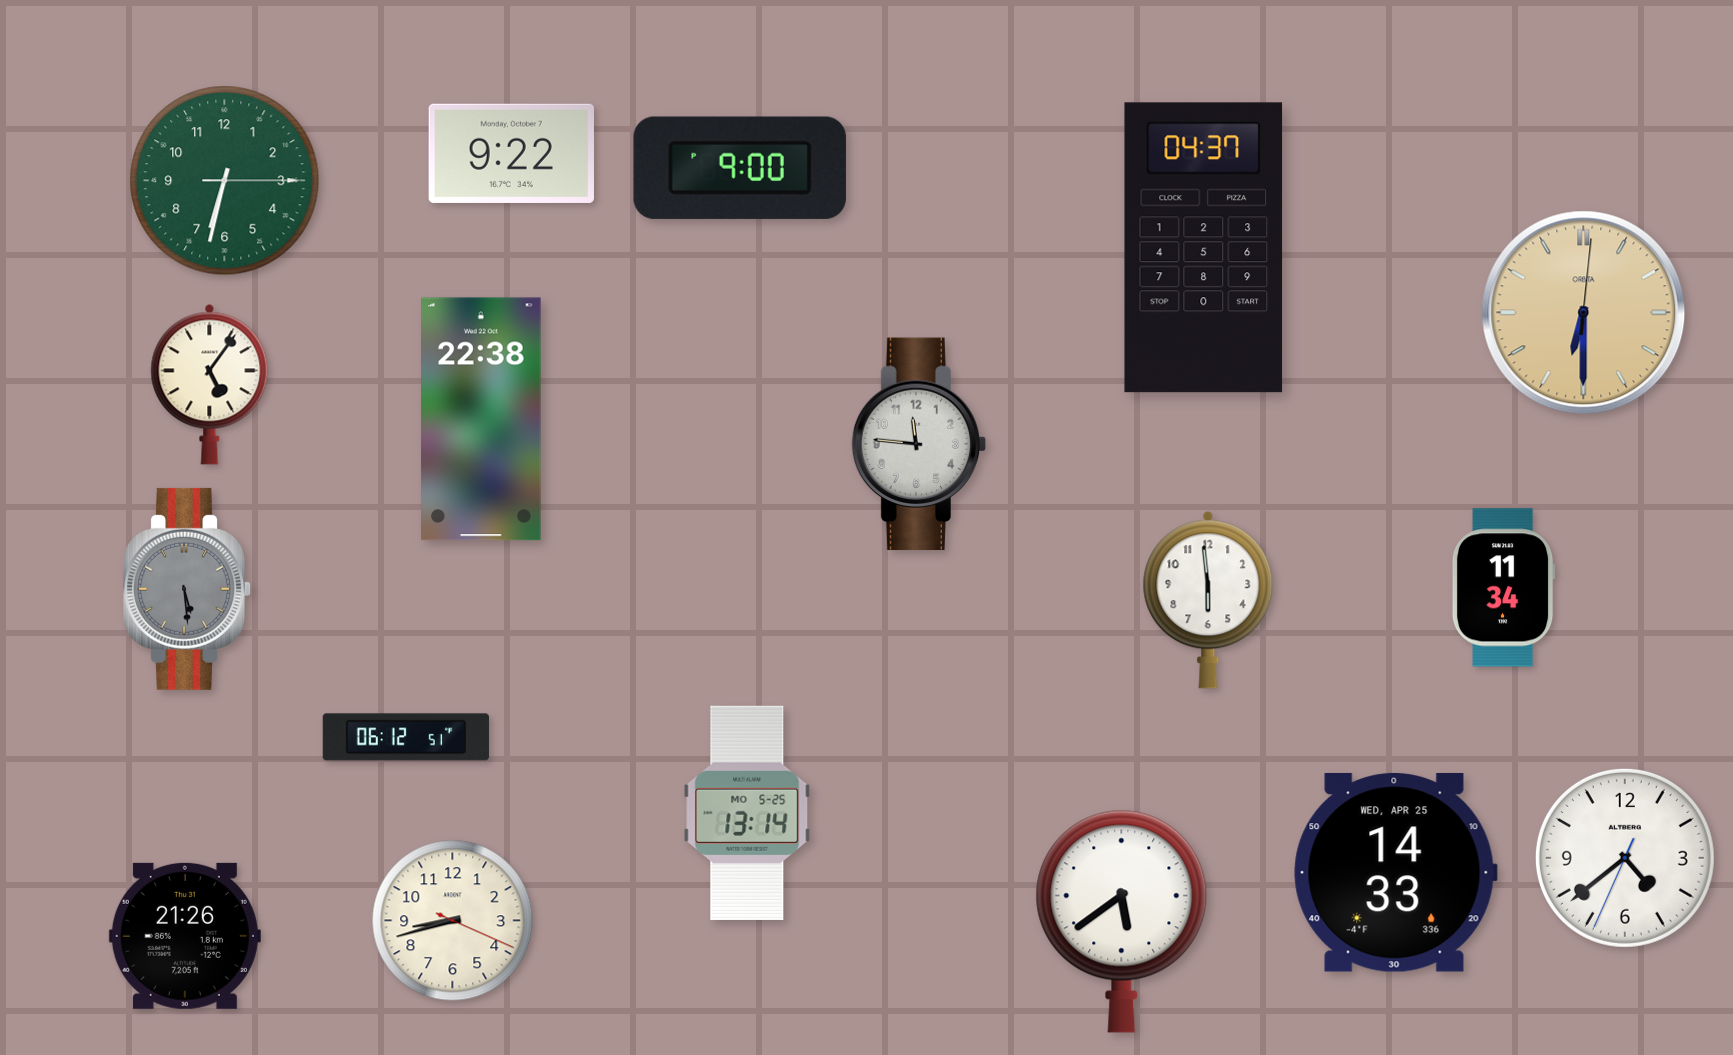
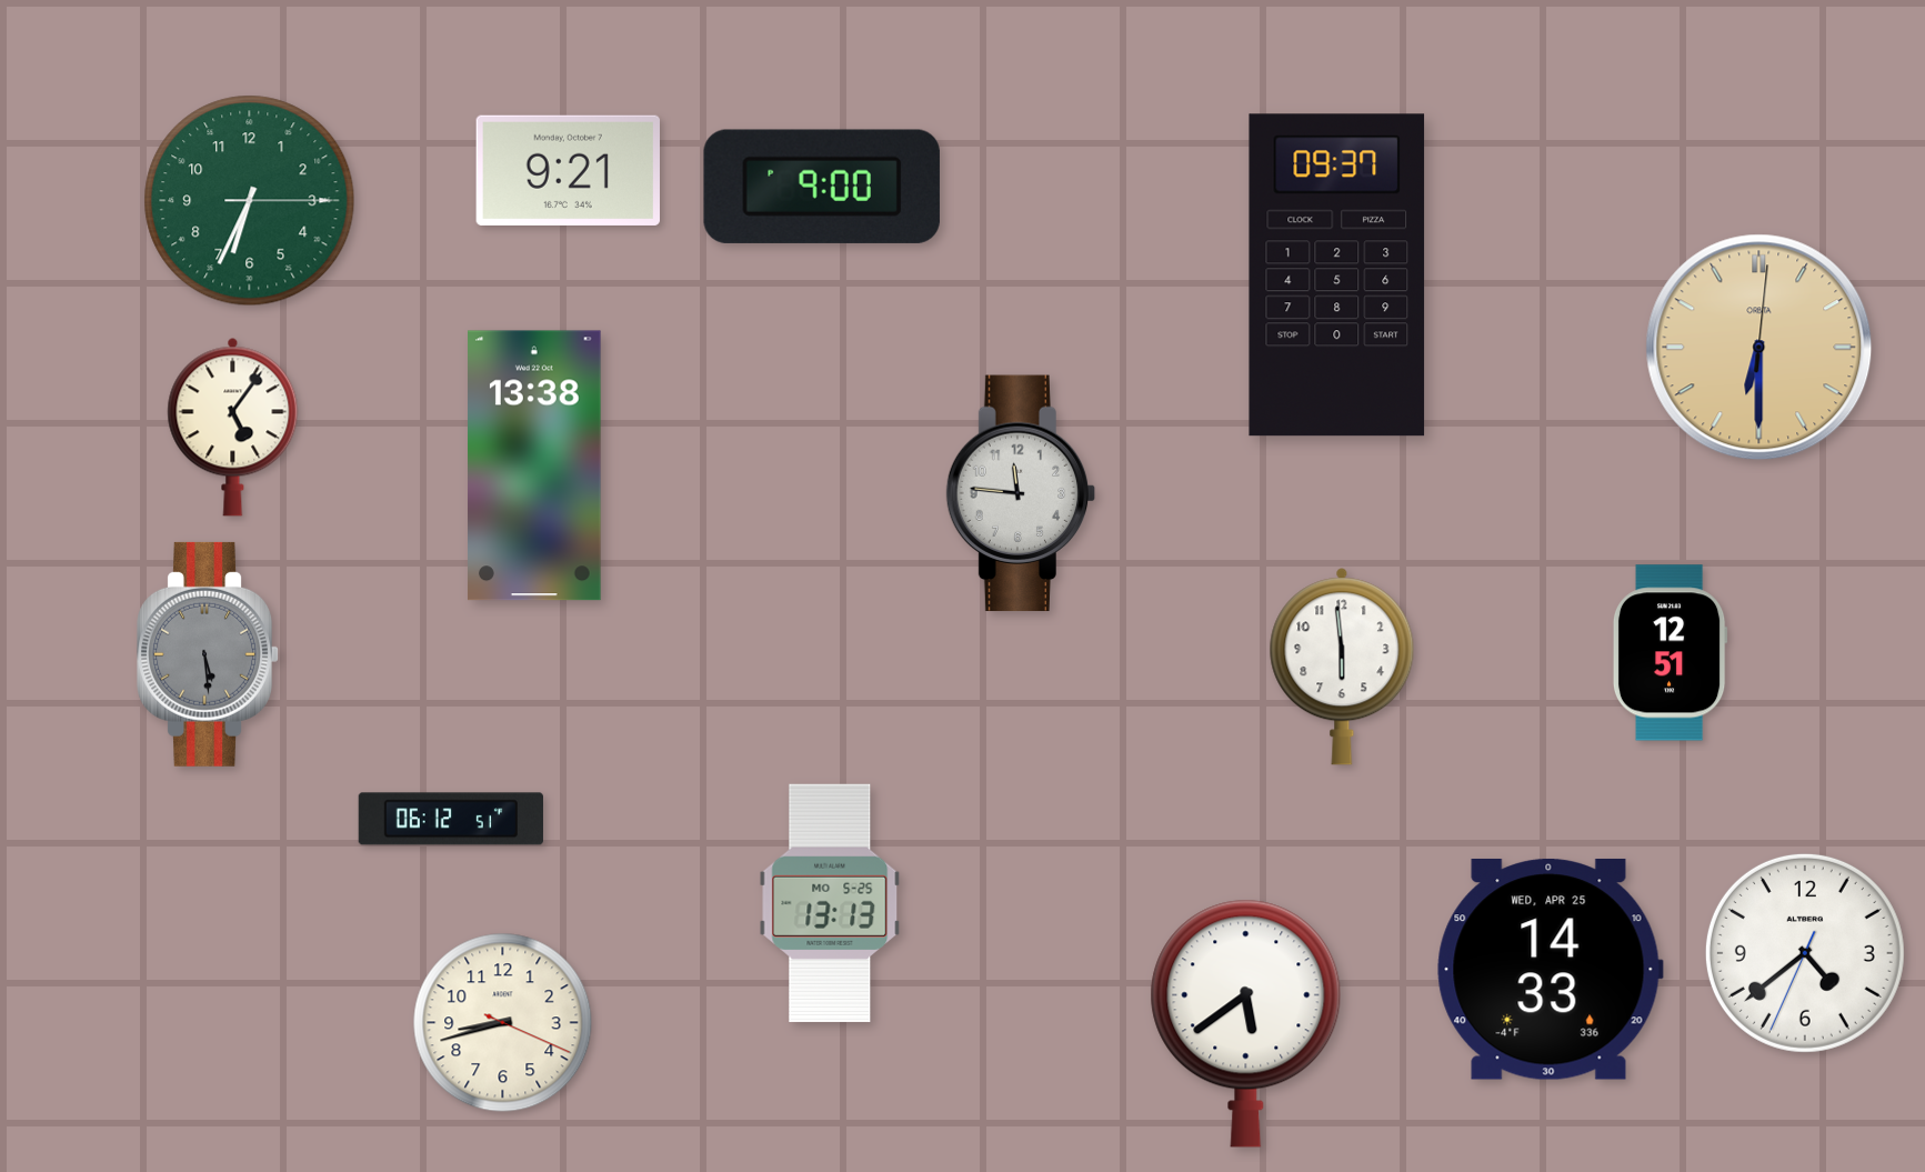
clock at (511, 153): 9:22 -> 9:21
clock at (225, 181): 6:32 -> 6:34
clock at (1204, 248): 04:37 -> 09:37
clock at (481, 419): 22:38 -> 13:38
clock at (1503, 588): 11:34 -> 12:51
clock at (747, 813): 13:14 -> 13:13
clock at (185, 936): 21:26 -> none
